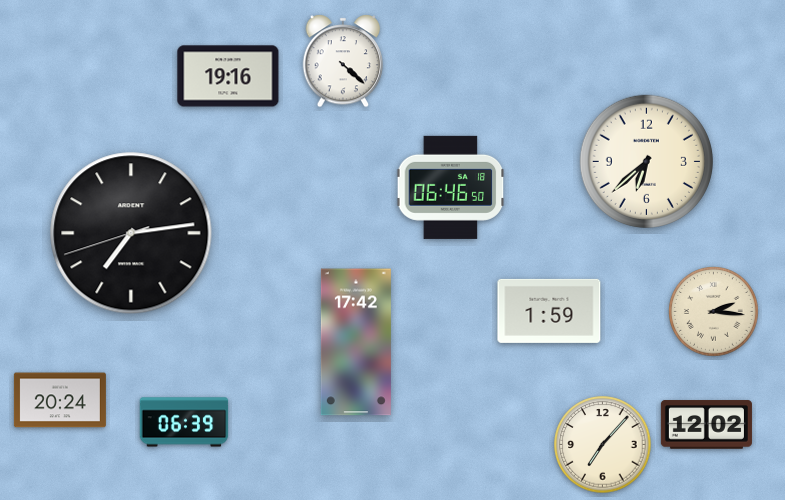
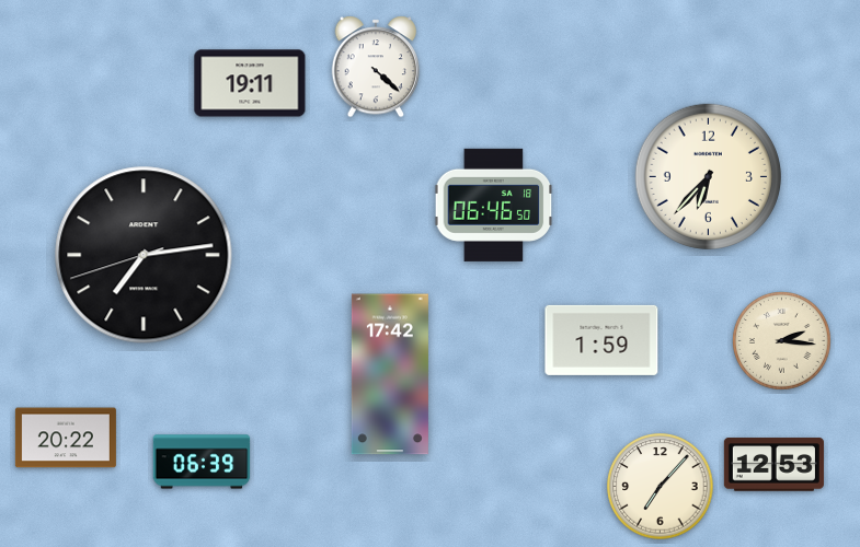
clock at (228, 76): 19:16 -> 19:11
clock at (646, 161): 6:38 -> 6:37
clock at (60, 400): 20:24 -> 20:22
clock at (706, 425): 12:02 -> 12:53
